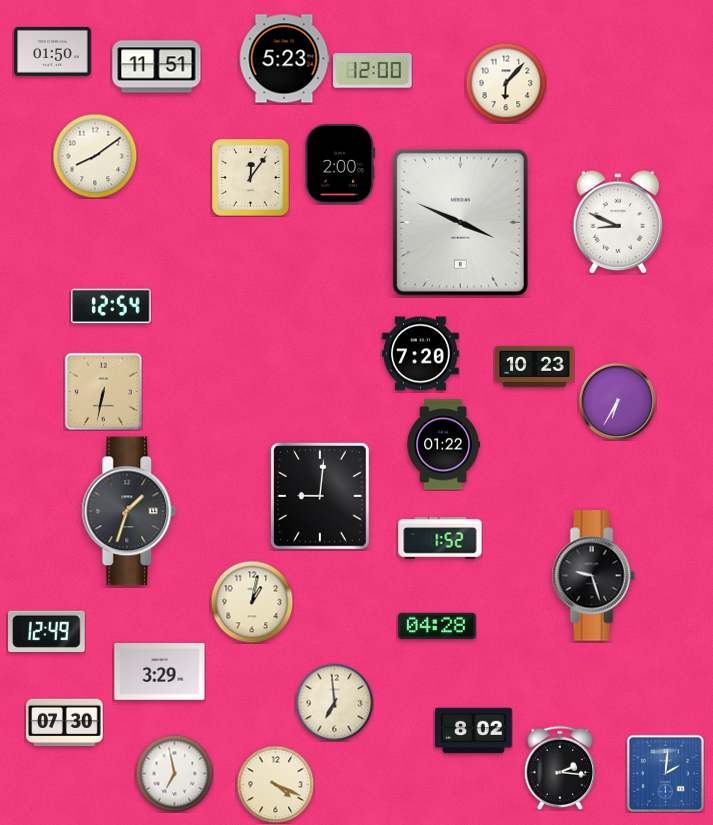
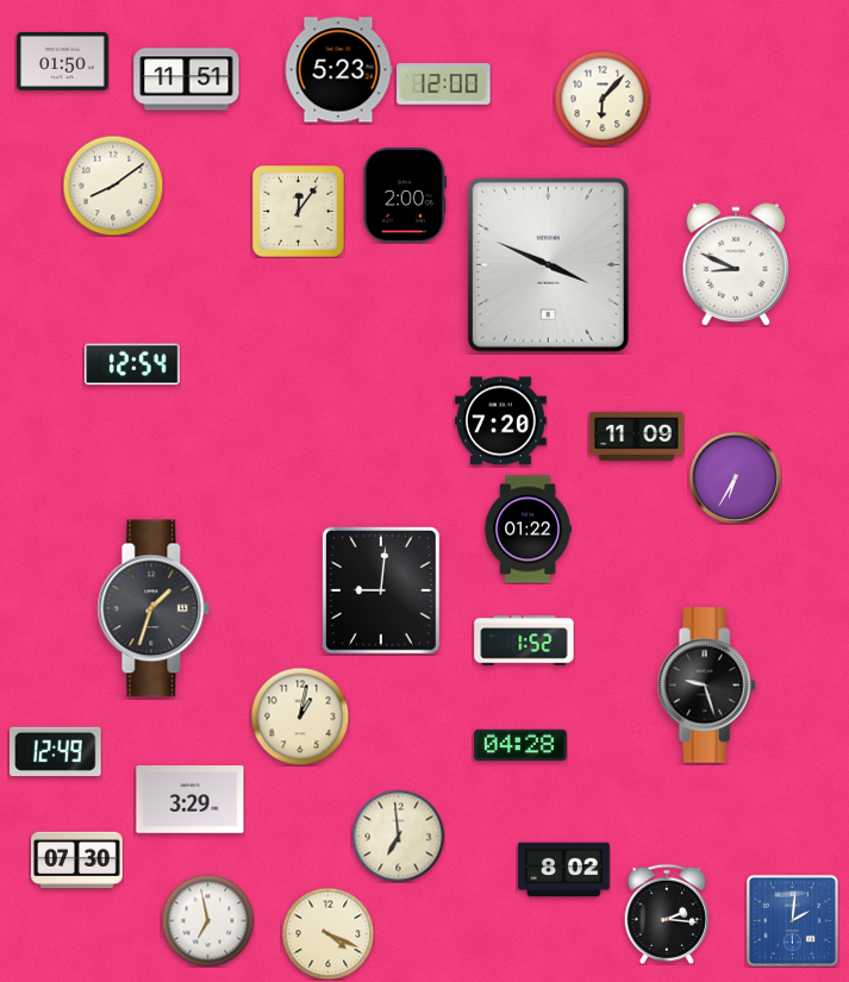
clock at (535, 366): 10:23 -> 11:09
clock at (103, 391): 6:32 -> none
